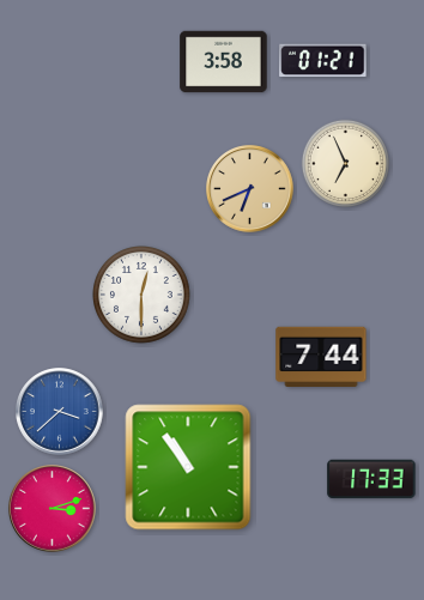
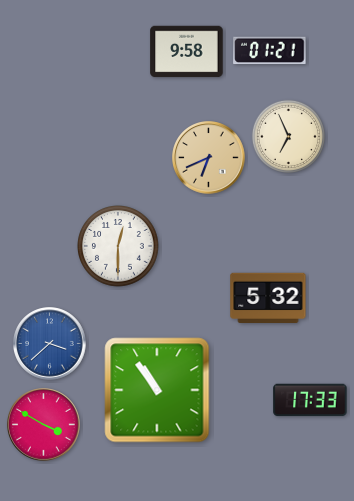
clock at (224, 62): 3:58 -> 9:58
clock at (321, 356): 7:44 -> 5:32
clock at (53, 509): 3:12 -> 3:50
